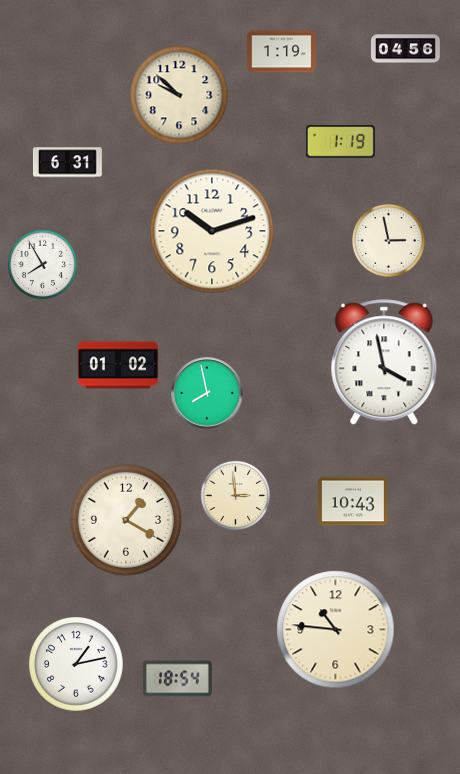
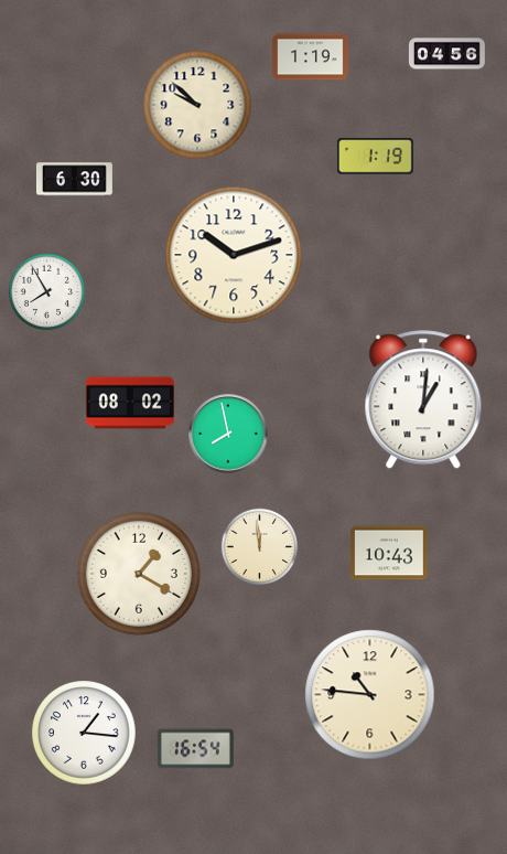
clock at (67, 163): 6:31 -> 6:30
clock at (389, 241): 2:58 -> none
clock at (384, 363): 3:58 -> 1:01
clock at (118, 365): 01:02 -> 08:02
clock at (236, 496): 2:59 -> 11:59
clock at (76, 664): 1:13 -> 1:16
clock at (177, 679): 18:54 -> 16:54
